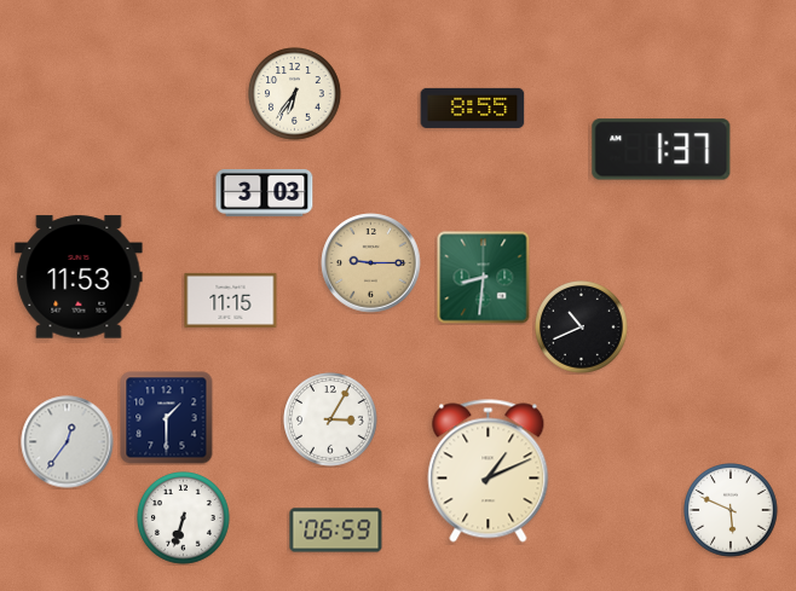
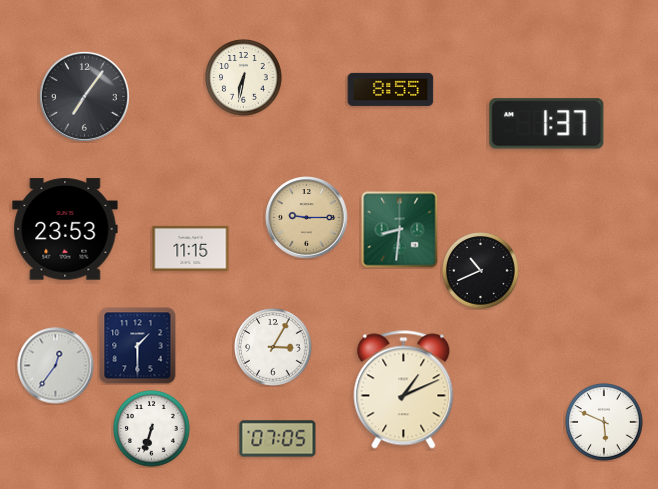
clock at (295, 94): 6:36 -> 6:32
clock at (84, 96): none -> 7:06
clock at (265, 192): 3:03 -> none
clock at (79, 277): 11:53 -> 23:53
clock at (336, 531): 06:59 -> 07:05
